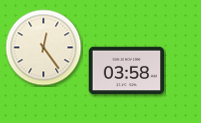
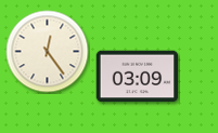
clock at (127, 71): 03:58 -> 03:09
